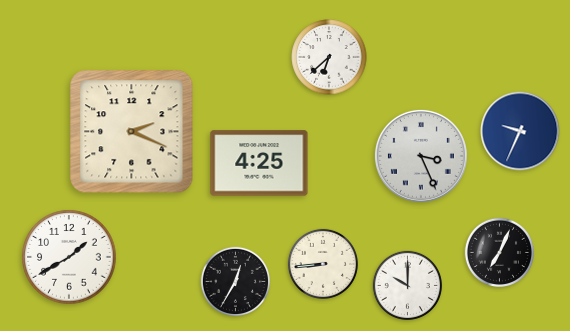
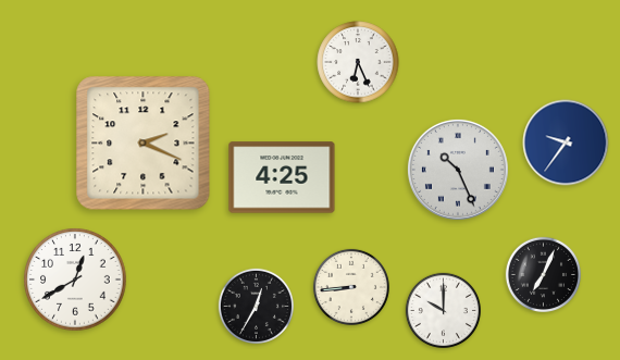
clock at (329, 57): 6:38 -> 6:26
clock at (520, 131): 9:34 -> 9:36
clock at (421, 156): 3:26 -> 10:26
clock at (69, 257): 1:40 -> 12:40
